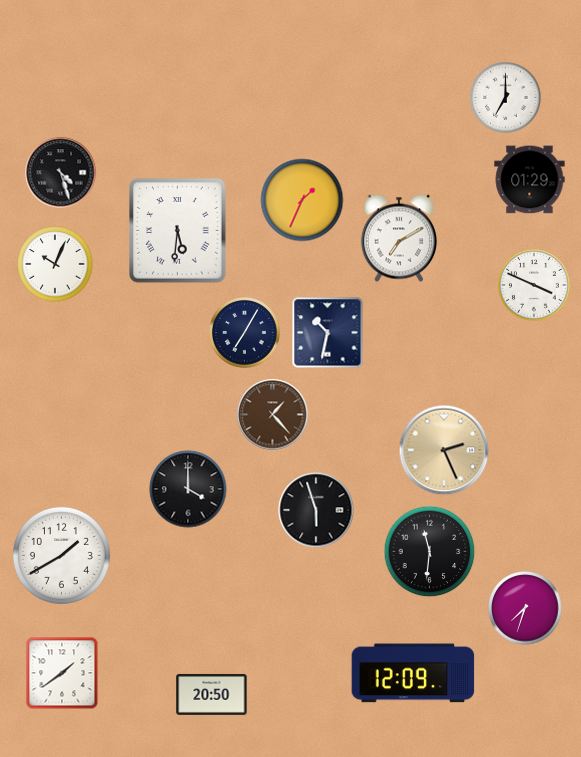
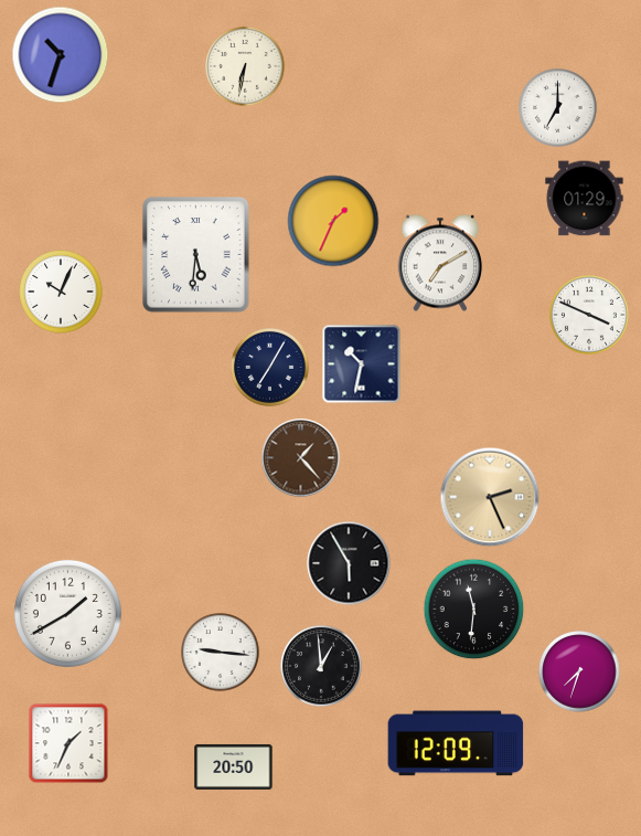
clock at (61, 55): none -> 10:33
clock at (245, 66): none -> 6:32
clock at (61, 173): 4:27 -> none
clock at (328, 333) position: (328, 333) -> (362, 364)
clock at (188, 489): 4:00 -> none
clock at (316, 510): 5:57 -> 5:55
clock at (221, 653): none -> 9:16
clock at (321, 666): none -> 12:59
clock at (62, 673): 1:39 -> 1:34
